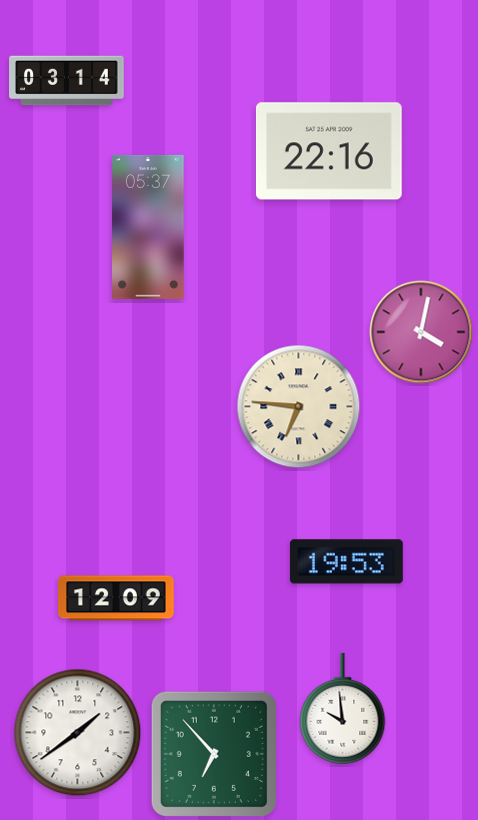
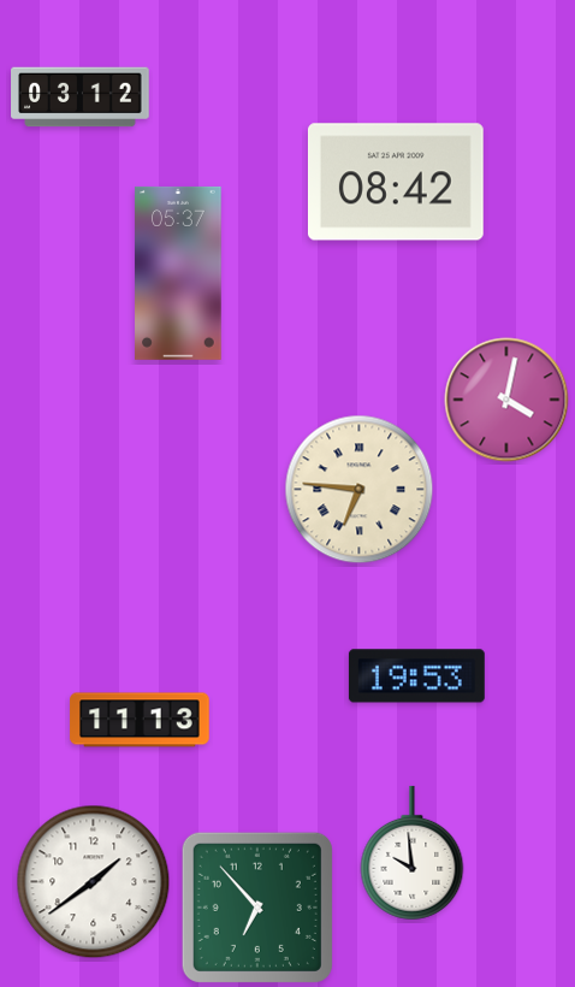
clock at (67, 81): 03:14 -> 03:12
clock at (329, 151): 22:16 -> 08:42
clock at (116, 598): 12:09 -> 11:13
